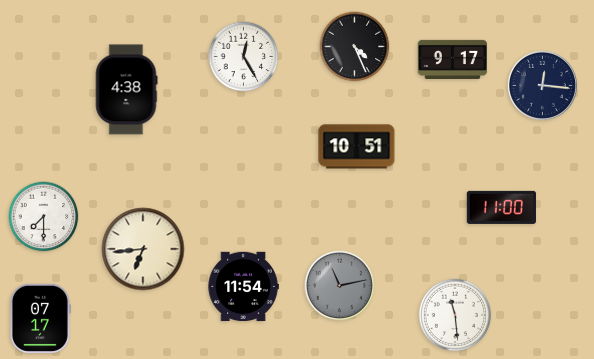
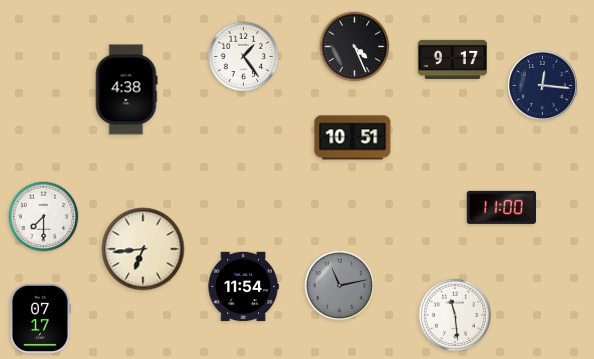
clock at (244, 57): 12:25 -> 1:24
clock at (357, 147) position: (357, 147) -> (353, 138)
